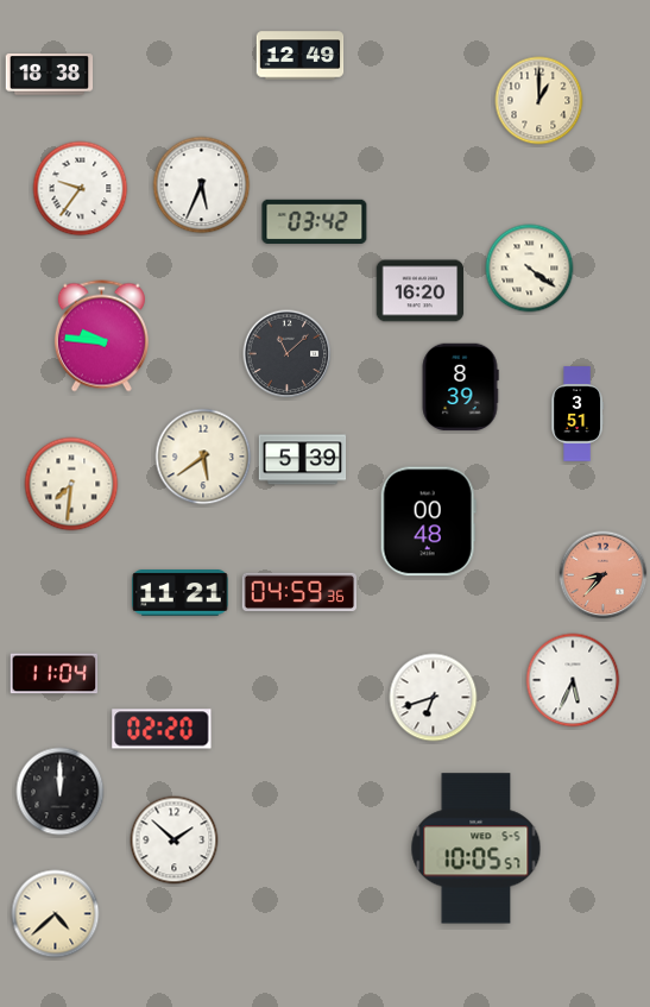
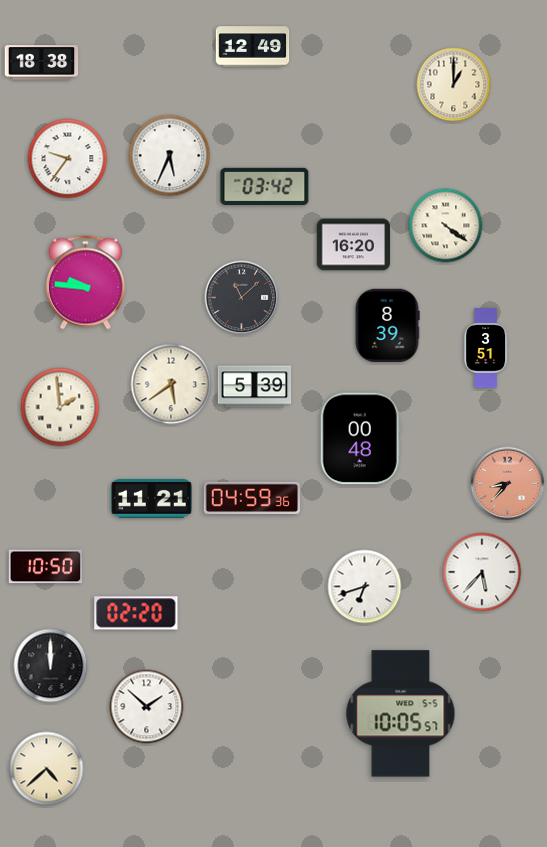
clock at (71, 484): 7:31 -> 1:59
clock at (55, 674): 11:04 -> 10:50
clock at (573, 680): 5:34 -> 5:37
